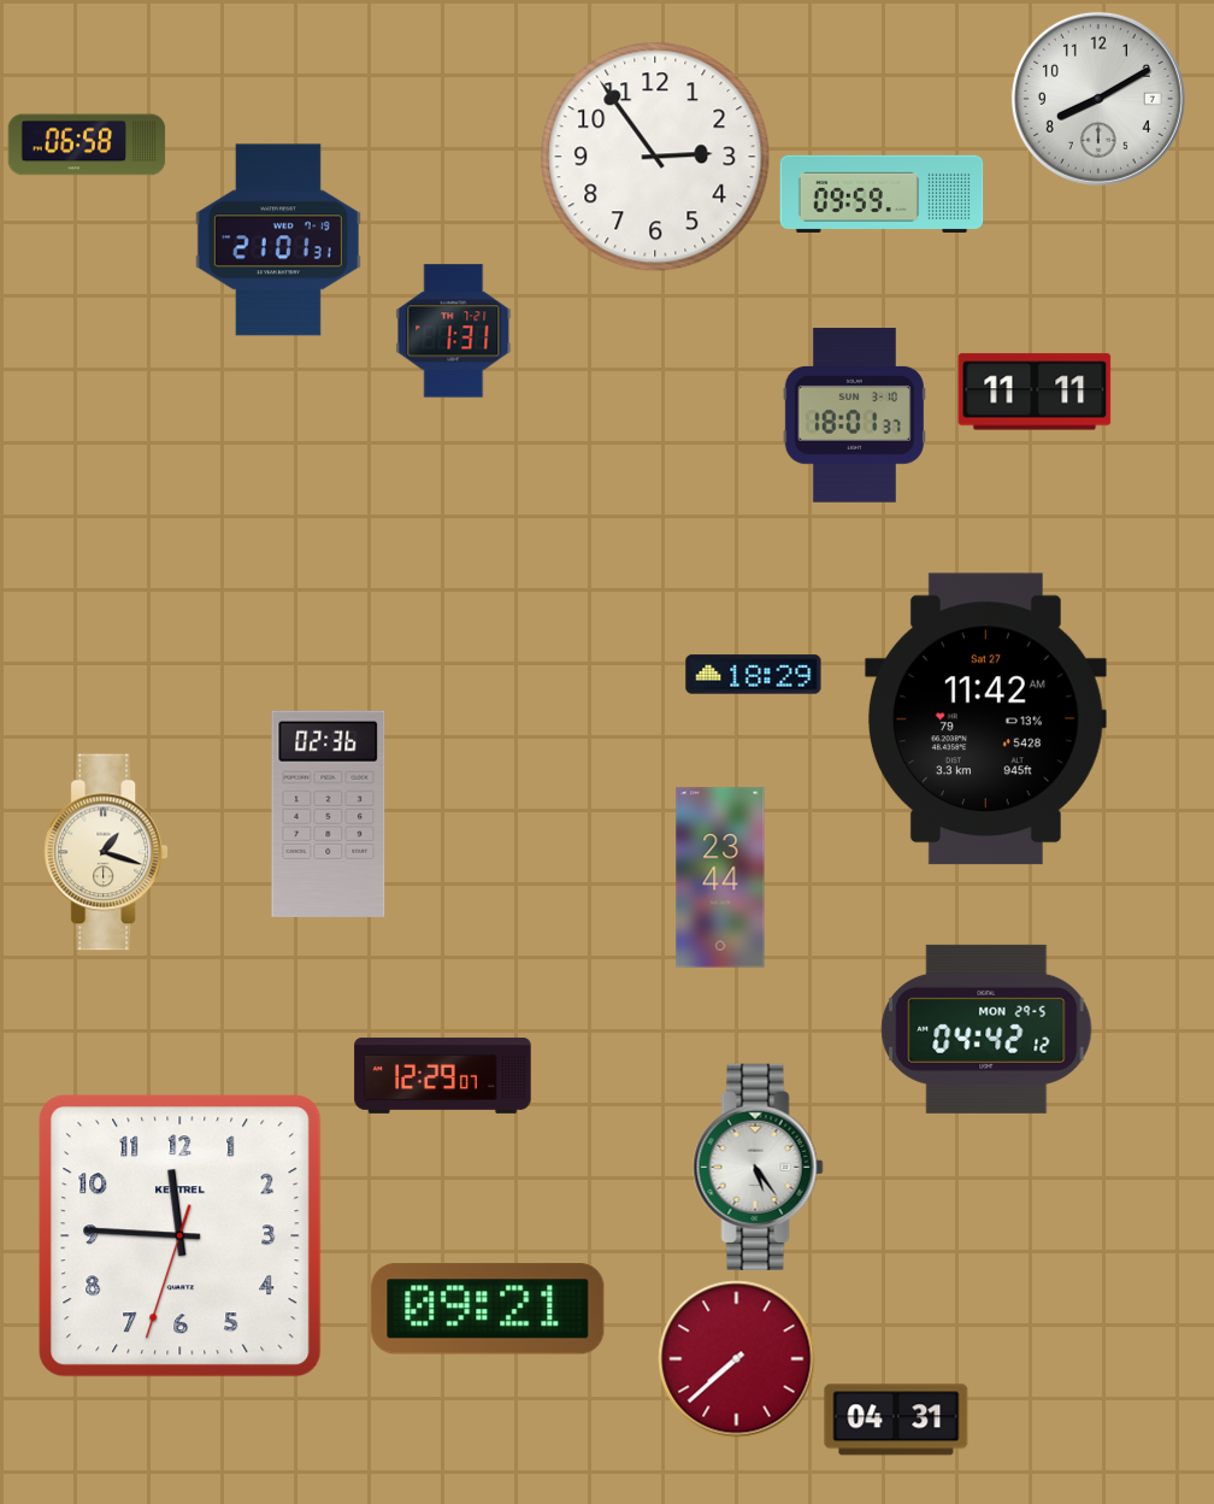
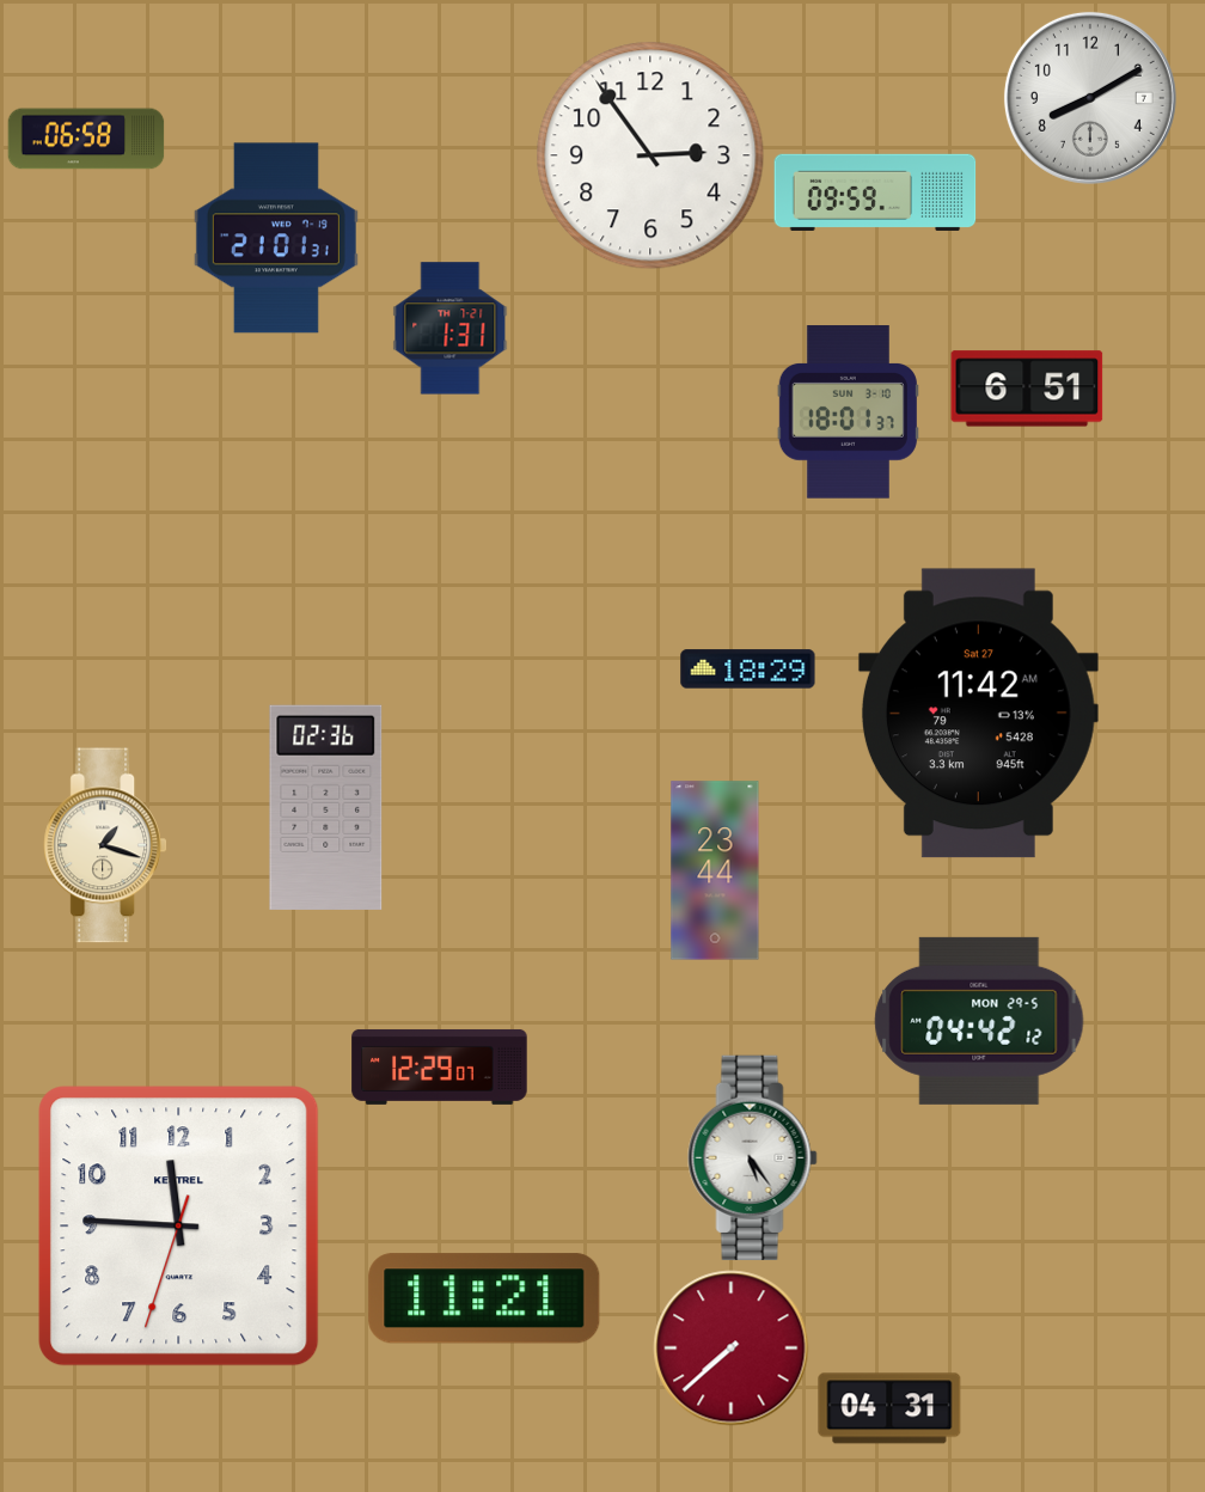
clock at (87, 145) position: (87, 145) -> (86, 139)
clock at (1035, 392): 11:11 -> 6:51
clock at (488, 1309): 09:21 -> 11:21
